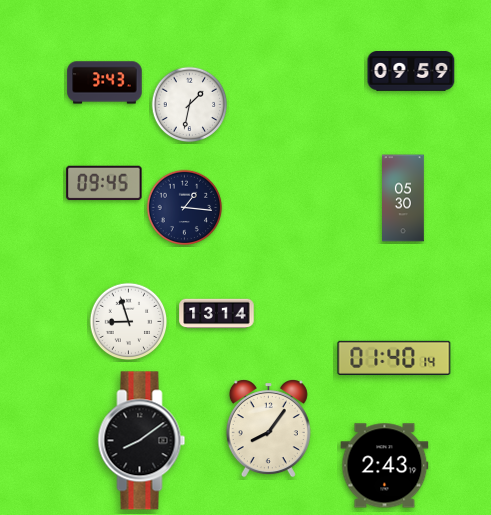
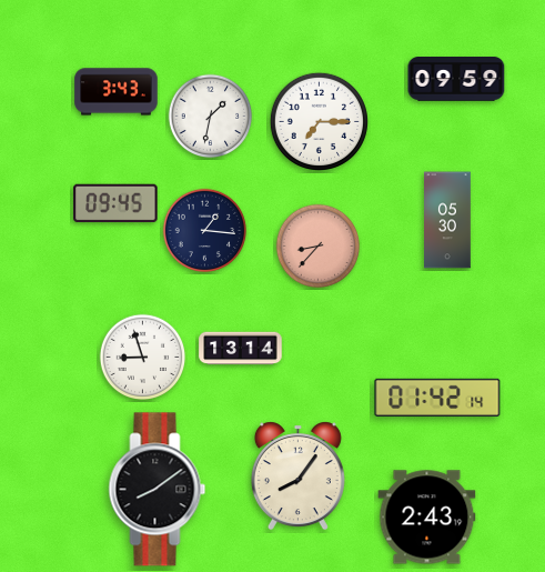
clock at (319, 121): none -> 7:15
clock at (319, 247): none -> 8:37
clock at (394, 358): 01:40 -> 01:42
